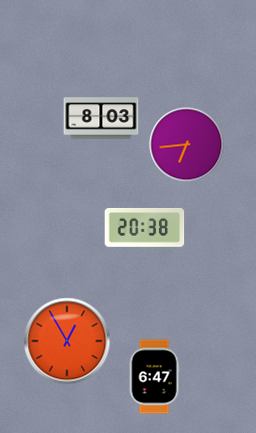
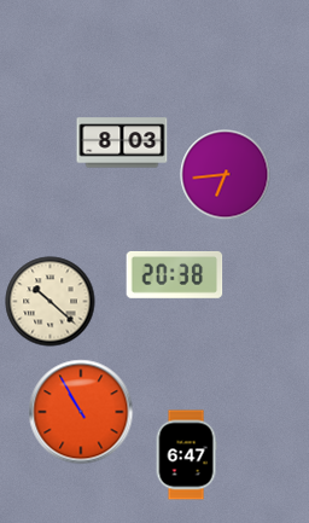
clock at (51, 302): none -> 10:22
clock at (67, 341): 12:55 -> 10:55
